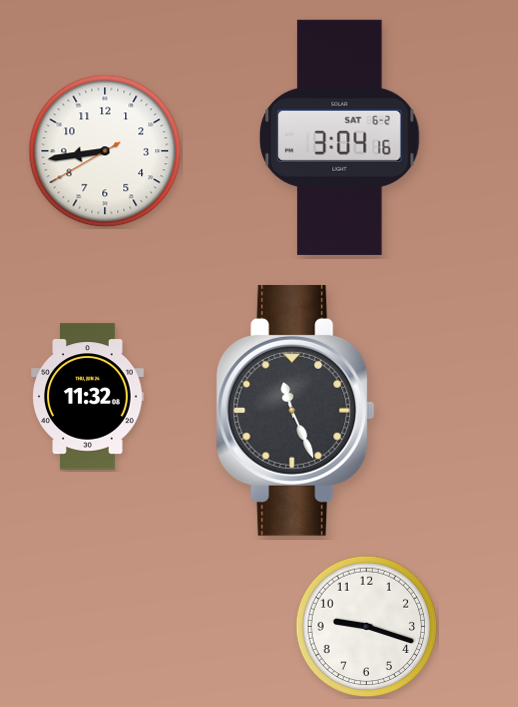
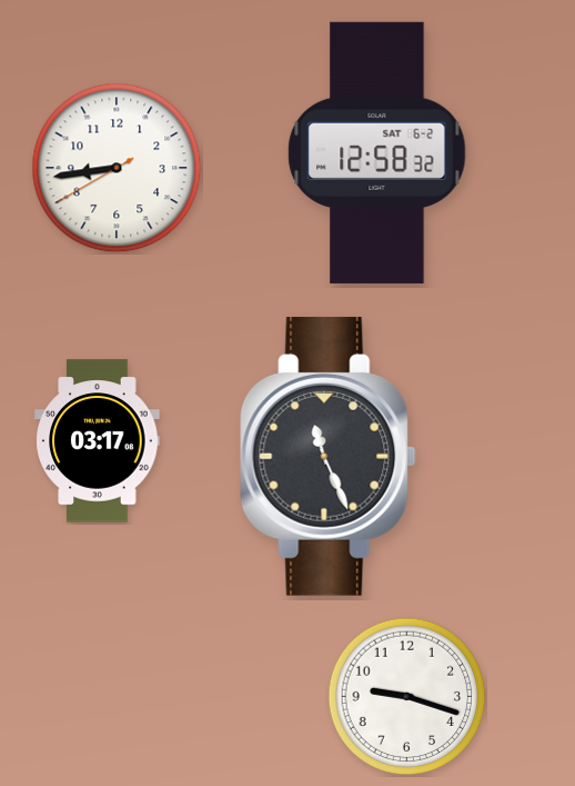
clock at (340, 137): 3:04 -> 12:58
clock at (88, 397): 11:32 -> 03:17
